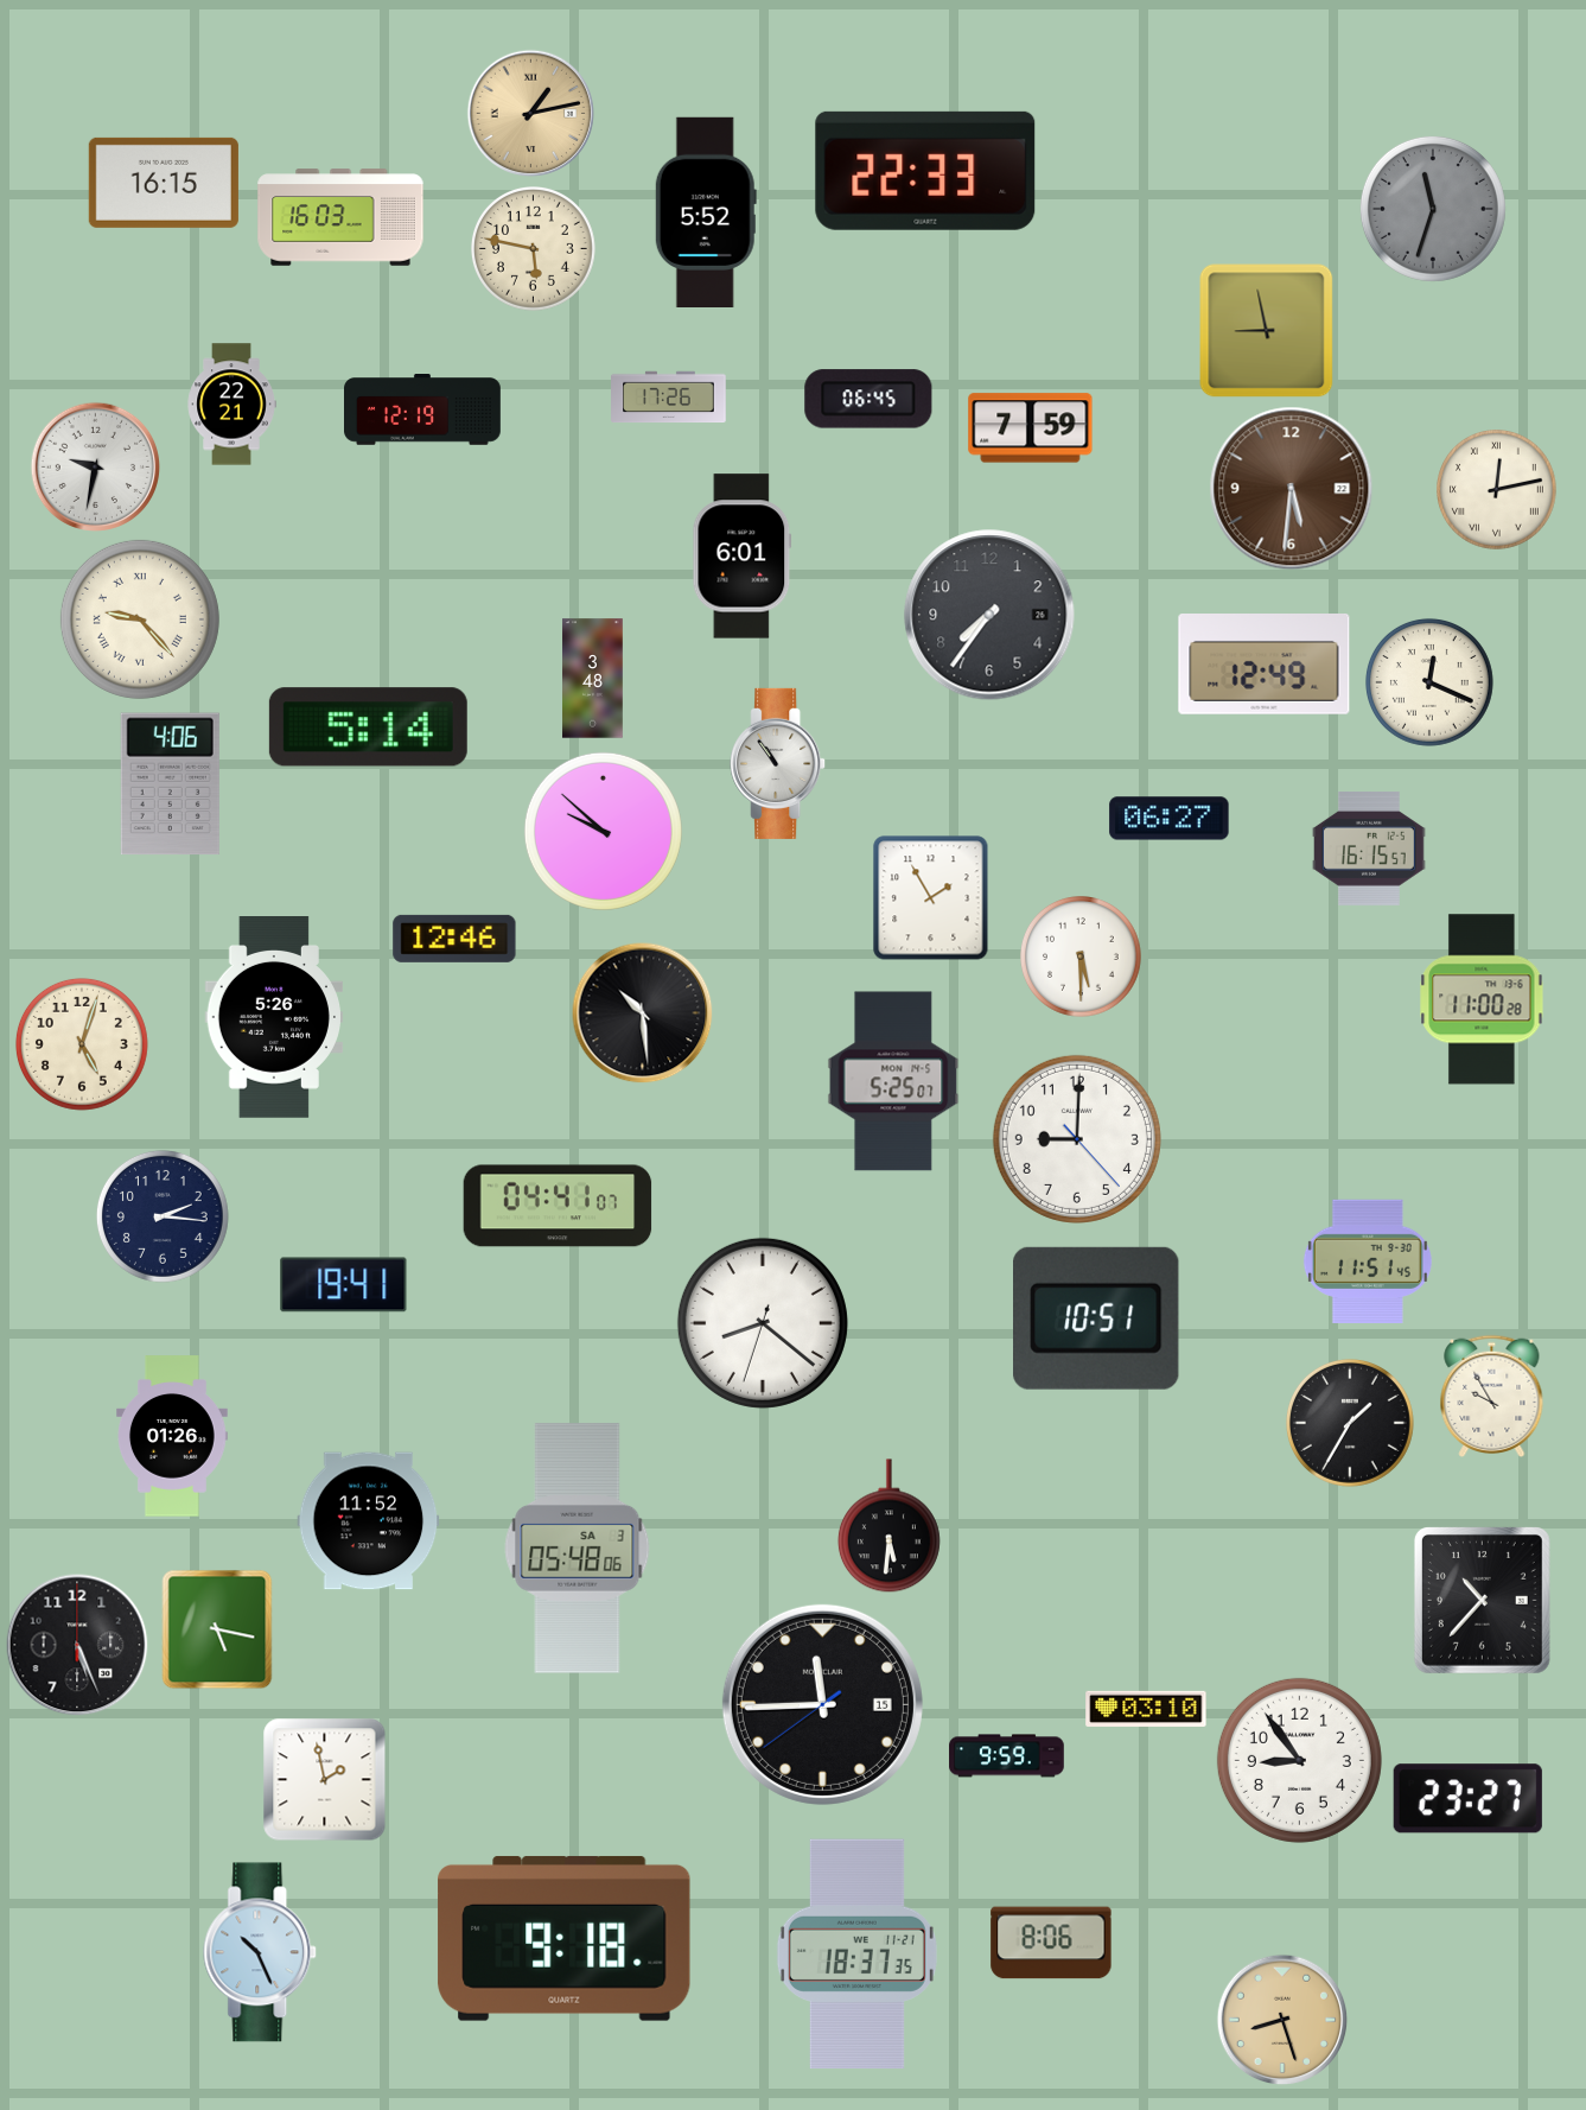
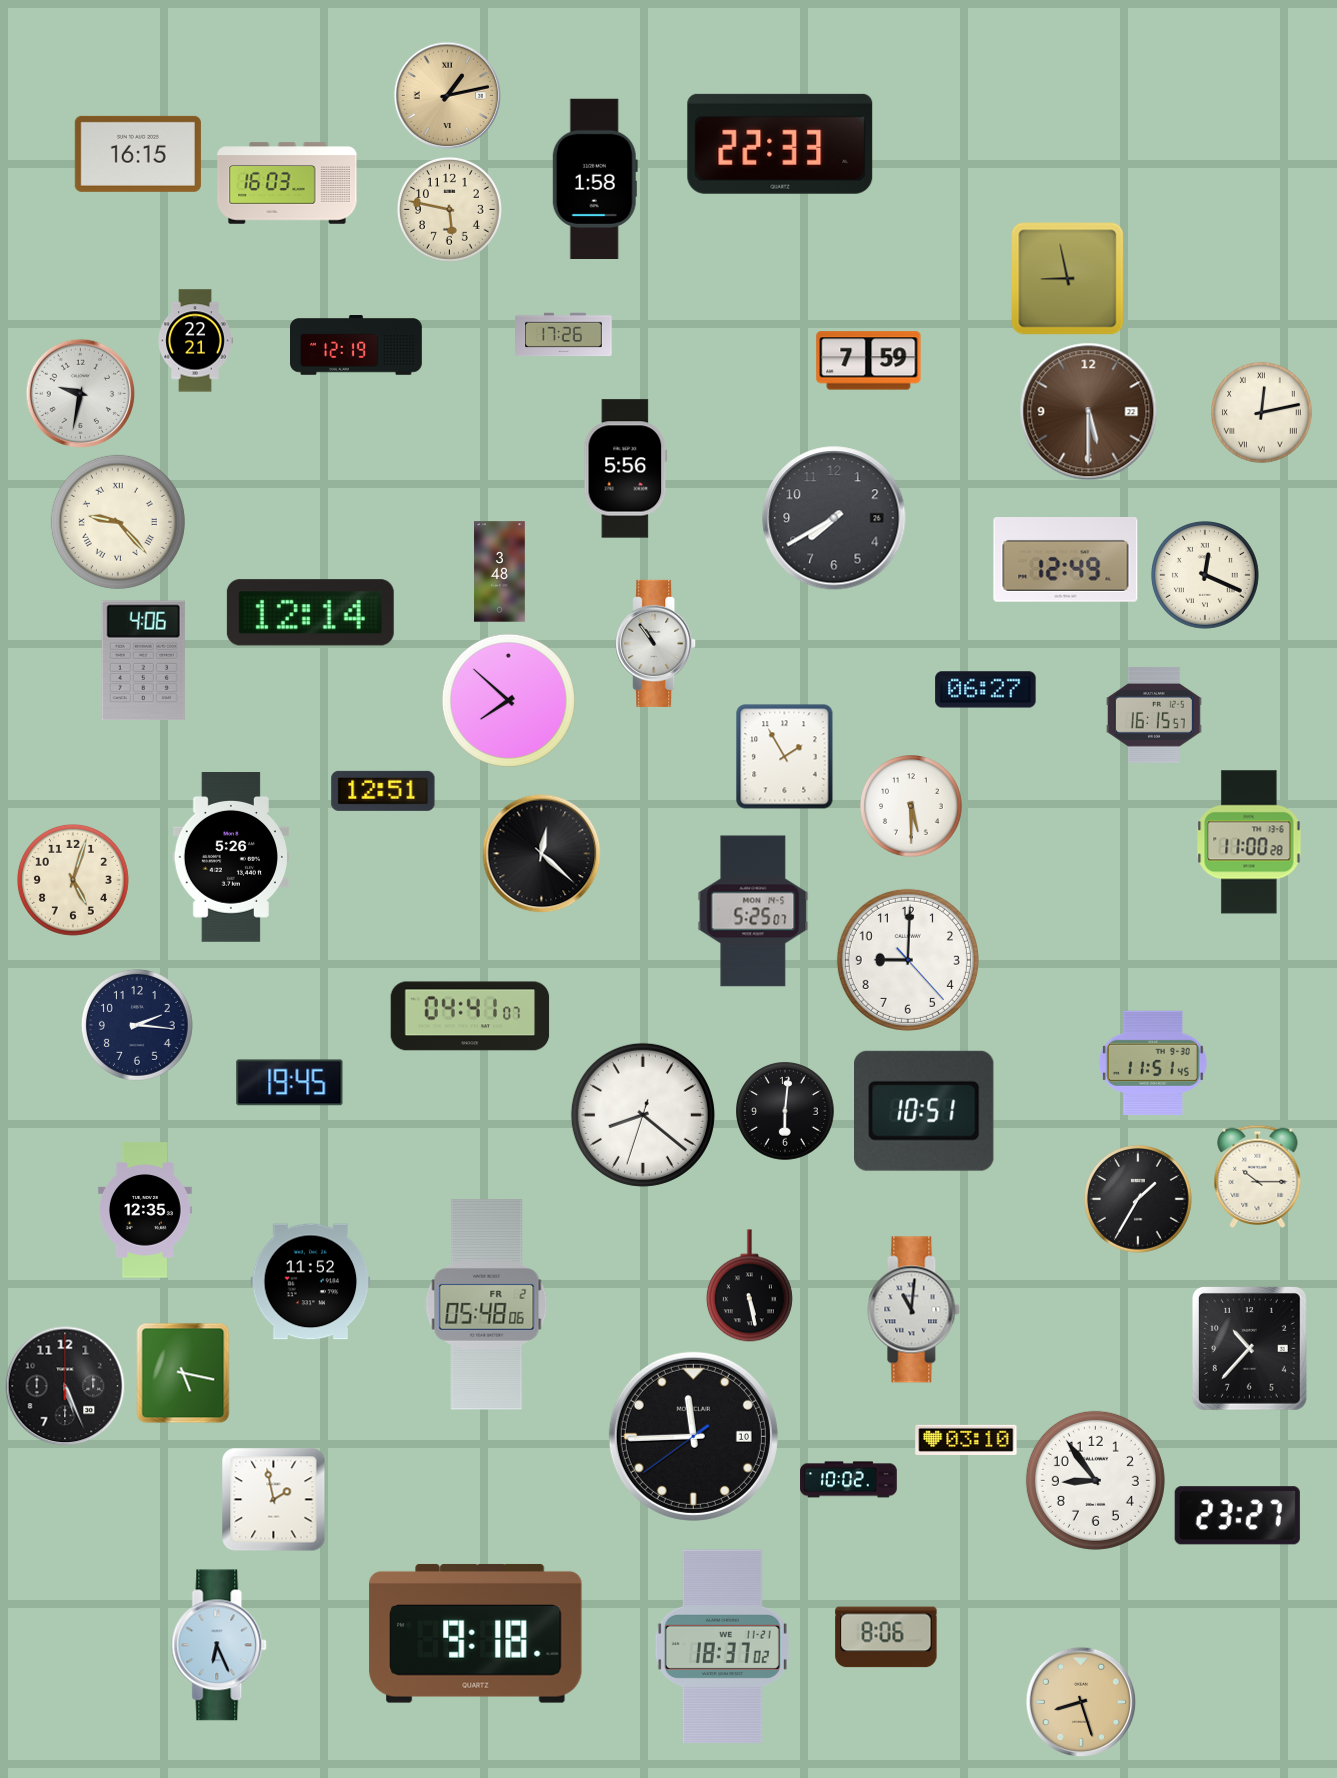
clock at (1433, 209): 11:33 -> none
clock at (706, 211): 5:52 -> 1:58
clock at (868, 399): 06:45 -> none
clock at (1292, 489): 5:31 -> 5:30
clock at (743, 557): 6:01 -> 5:56
clock at (989, 615): 7:36 -> 7:40
clock at (368, 727): 5:14 -> 12:14
clock at (603, 831): 9:52 -> 7:52
clock at (454, 939): 12:46 -> 12:51
clock at (643, 1013): 10:29 -> 12:22
clock at (82, 1044) position: (82, 1044) -> (73, 880)
clock at (344, 1285): 19:41 -> 19:45
clock at (785, 1111): none -> 6:01
clock at (1492, 1396): 9:55 -> 10:15
clock at (173, 1436): 01:26 -> 12:35
clock at (888, 1526): 5:31 -> 5:28
clock at (578, 1549) date: SA 3 -> FR 2
clock at (914, 1310): none -> 11:01
clock at (822, 1704) date: 15 -> 10
clock at (1007, 1756): 9:59 -> 10:02
clock at (1299, 1760) position: (1299, 1760) -> (1095, 1480)
clock at (261, 1952): 10:26 -> 6:26
clock at (856, 1955): 18:37:35 -> 18:37:02
